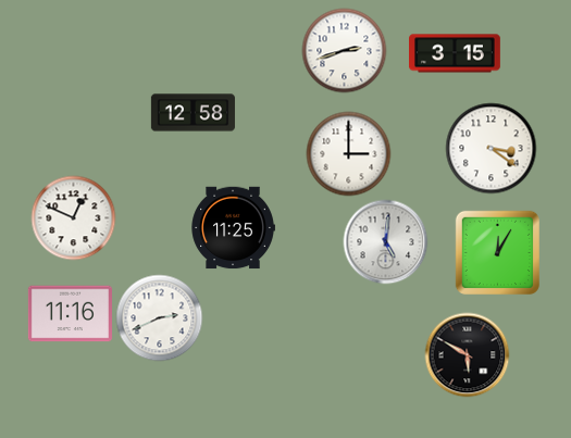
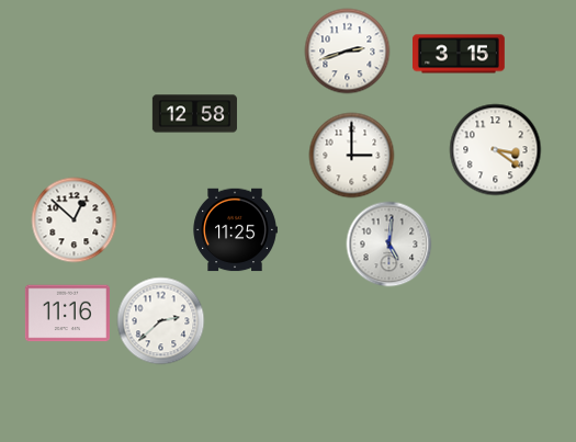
clock at (73, 217): 12:49 -> 12:52
clock at (497, 252): 12:05 -> none
clock at (70, 314) position: (70, 314) -> (67, 314)
clock at (159, 317): 2:41 -> 2:38
clock at (467, 354): 5:50 -> none
